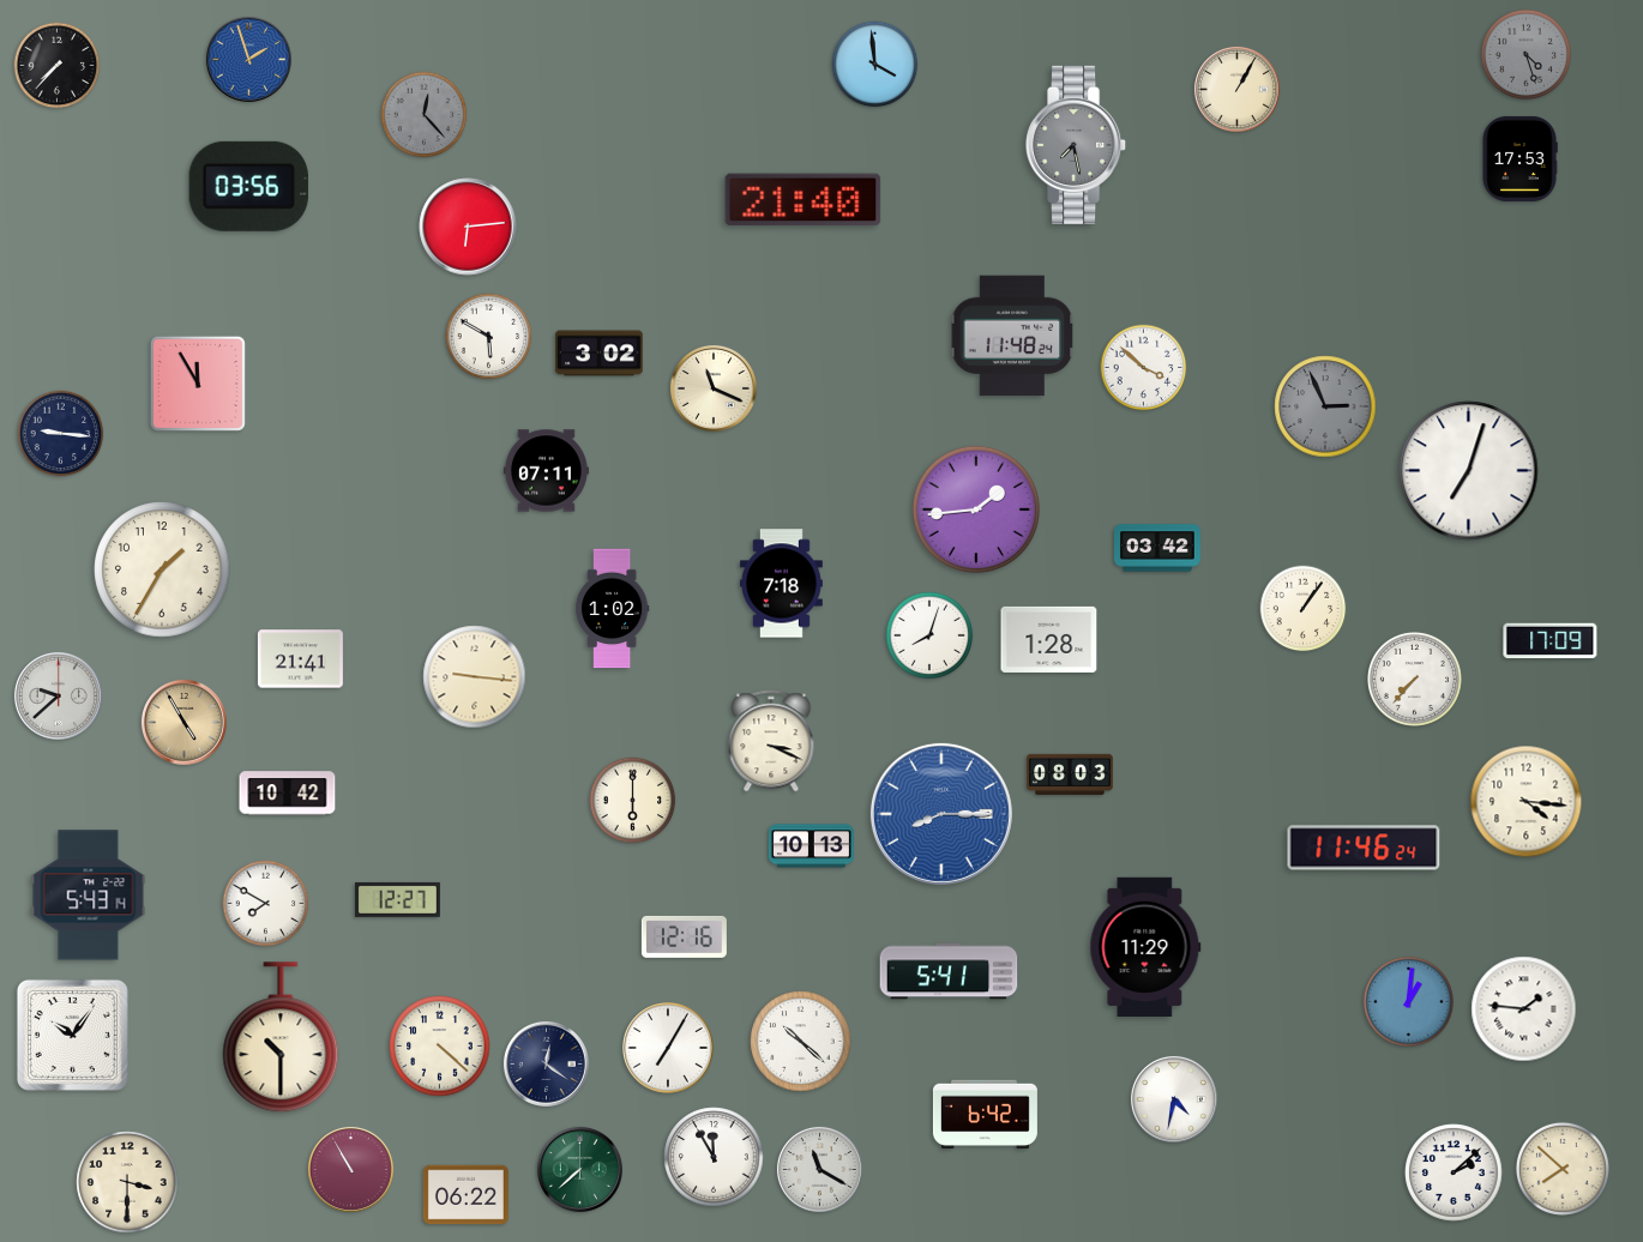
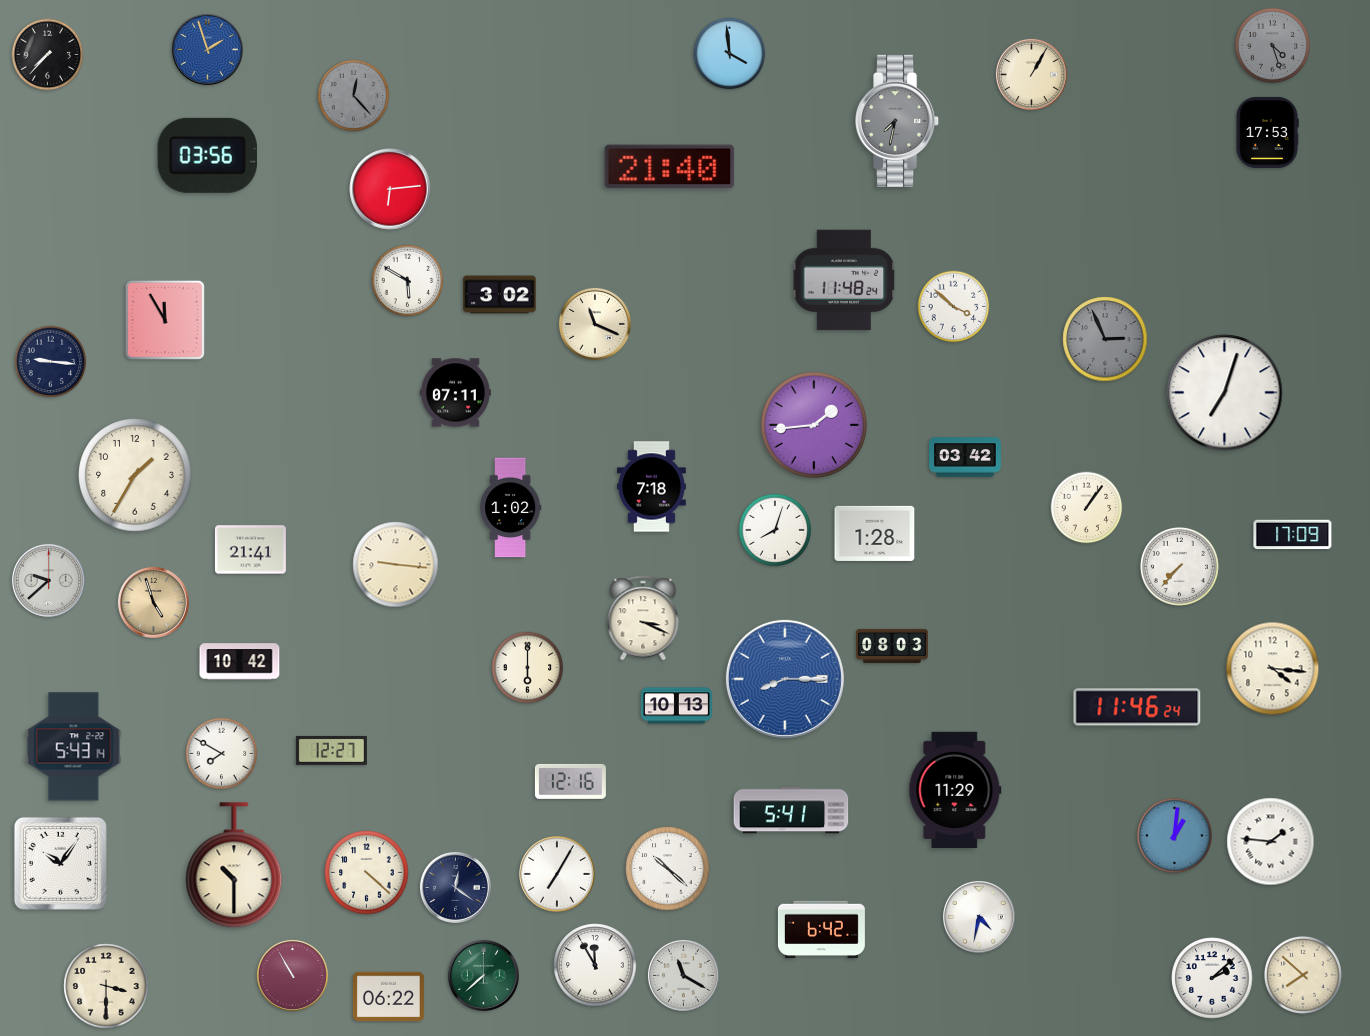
clock at (1077, 145): 7:28 -> 7:32
clock at (183, 722): 4:55 -> 4:57
